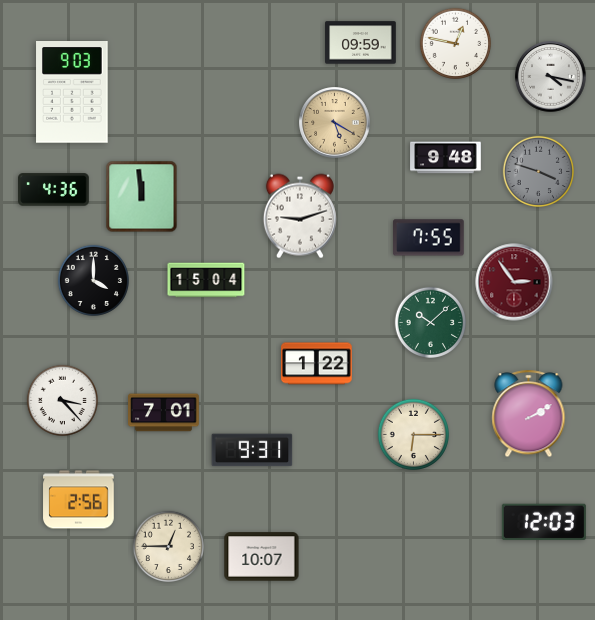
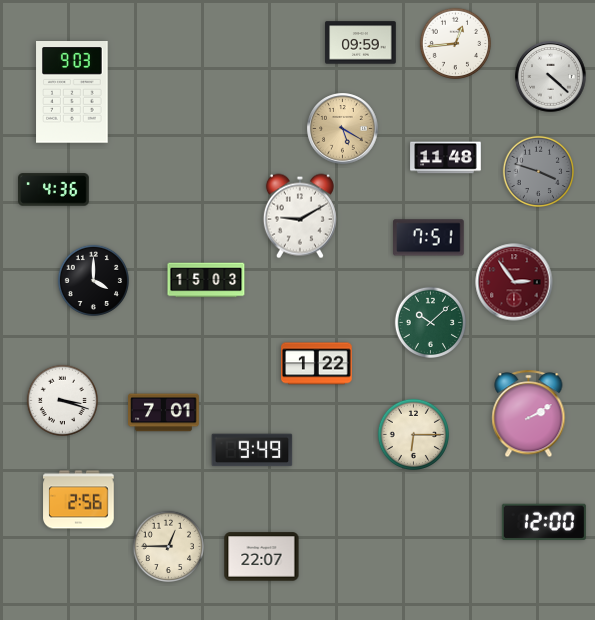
clock at (455, 43): 12:47 -> 12:44
clock at (551, 77): 4:17 -> 4:22
clock at (335, 123) position: (335, 123) -> (343, 129)
clock at (446, 158): 9:48 -> 11:48
clock at (142, 197): 11:59 -> none
clock at (300, 216): 9:12 -> 9:10
clock at (429, 238): 7:55 -> 7:51
clock at (206, 280): 15:04 -> 15:03
clock at (62, 400): 3:23 -> 3:18
clock at (252, 450): 9:31 -> 9:49
clock at (544, 522): 12:03 -> 12:00
clock at (262, 557): 10:07 -> 22:07
